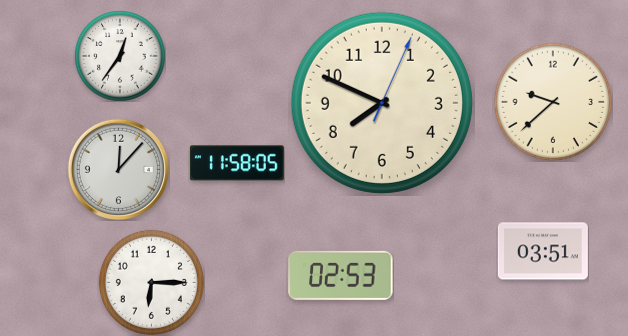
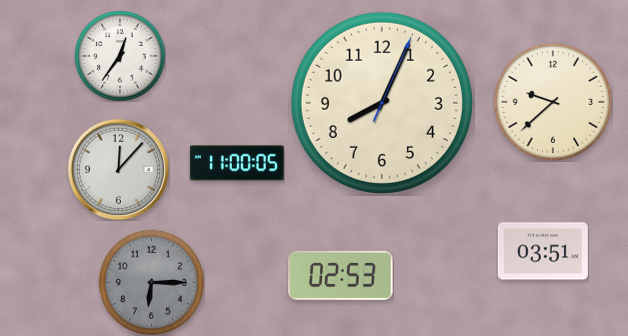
clock at (382, 103): 7:49 -> 8:04
clock at (237, 163): 11:58 -> 11:00
clock at (151, 282) dial: white -> grey
